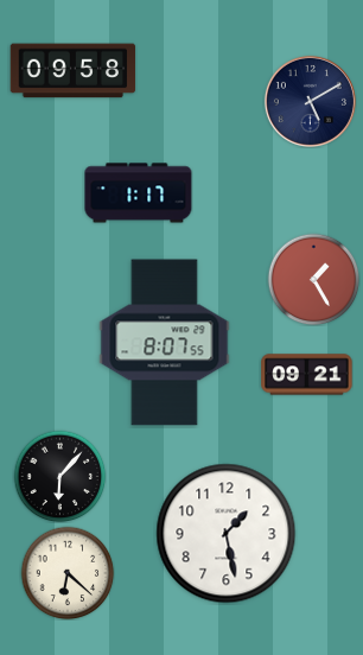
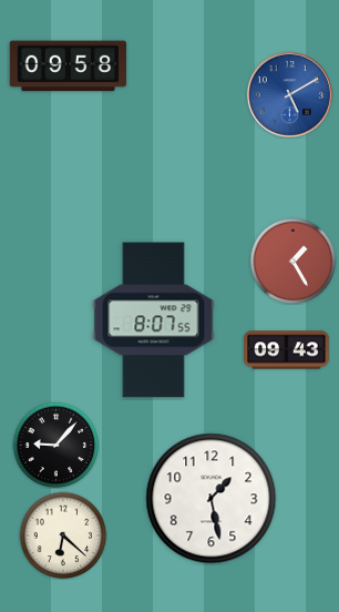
clock at (310, 101) dial: navy -> blue
clock at (139, 193): 1:17 -> none
clock at (307, 375): 09:21 -> 09:43
clock at (59, 476): 6:07 -> 9:07
